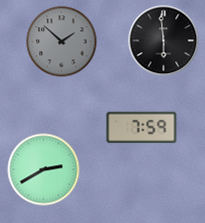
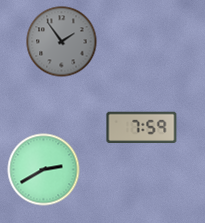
clock at (164, 41): 5:59 -> none
clock at (62, 42): 1:52 -> 1:54
